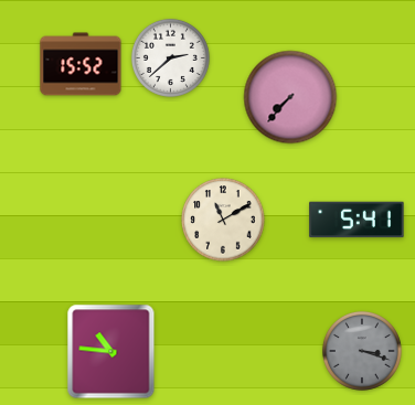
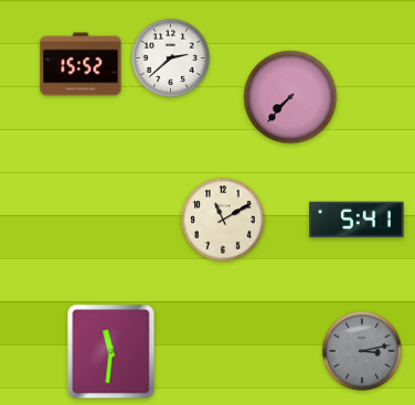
clock at (362, 351): 3:18 -> 3:13
clock at (111, 352): 10:46 -> 11:31
